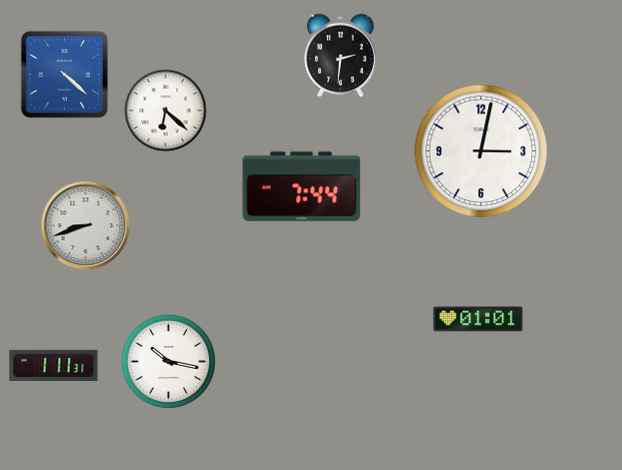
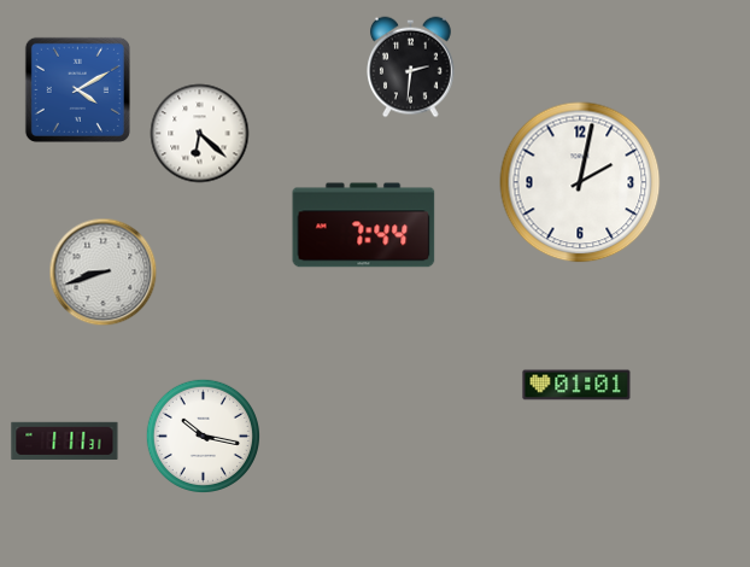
clock at (64, 74): 4:22 -> 4:10
clock at (481, 151): 3:02 -> 2:02
